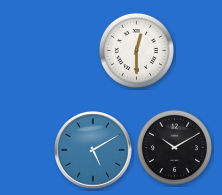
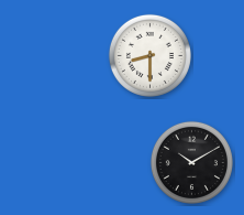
clock at (136, 50): 12:30 -> 8:30
clock at (93, 150): 5:10 -> none
